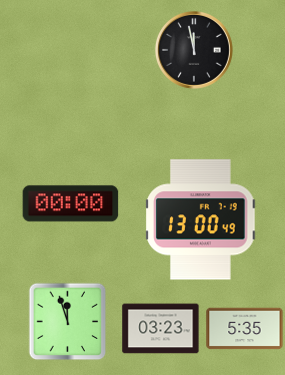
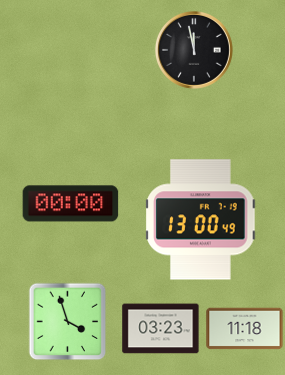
clock at (67, 321): 11:57 -> 3:57
clock at (245, 329): 5:35 -> 11:18
